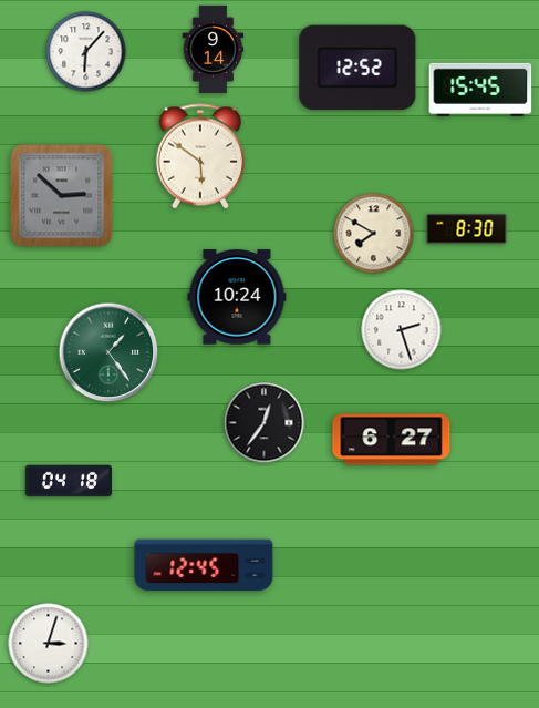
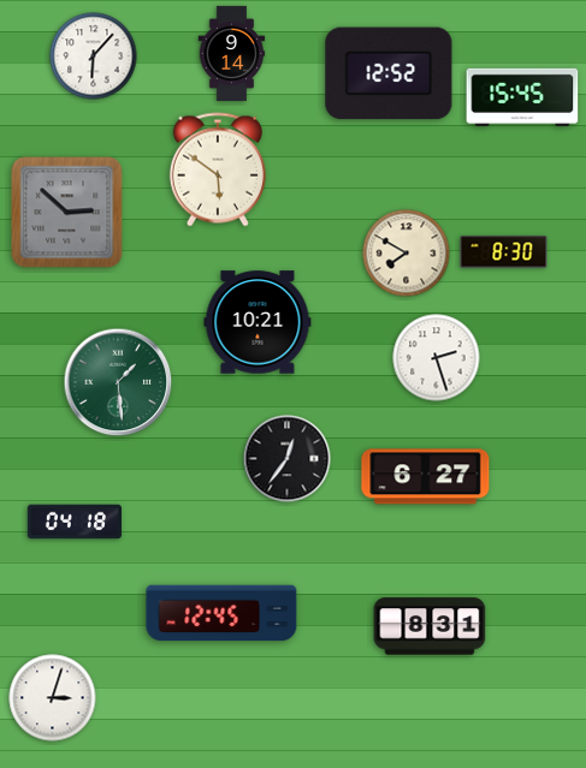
clock at (467, 229) position: (467, 229) -> (504, 252)
clock at (237, 297): 10:24 -> 10:21
clock at (108, 352): 1:24 -> 1:29
clock at (430, 626): none -> 8:31
